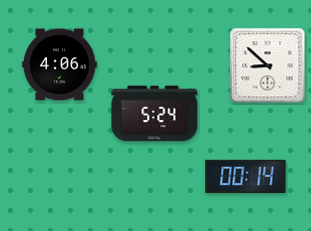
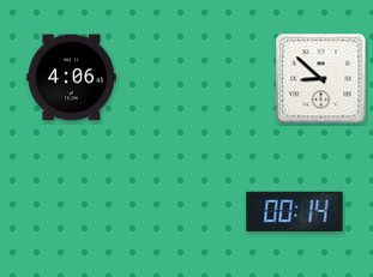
clock at (155, 114): 5:24 -> none
